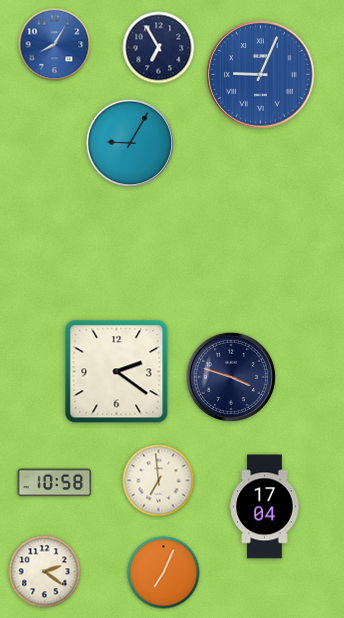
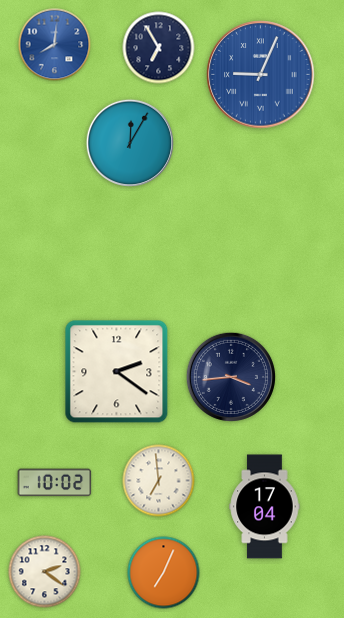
clock at (55, 45): 8:05 -> 8:01
clock at (129, 142): 9:05 -> 12:05
clock at (231, 377): 3:48 -> 3:44
clock at (55, 483): 10:58 -> 10:02
